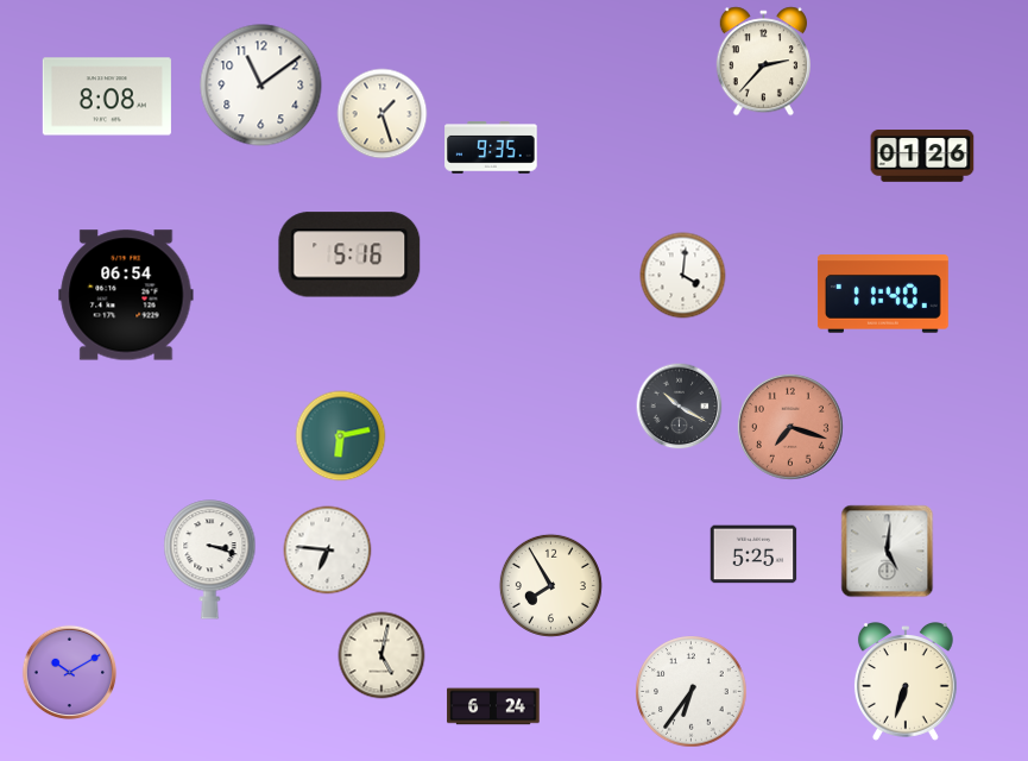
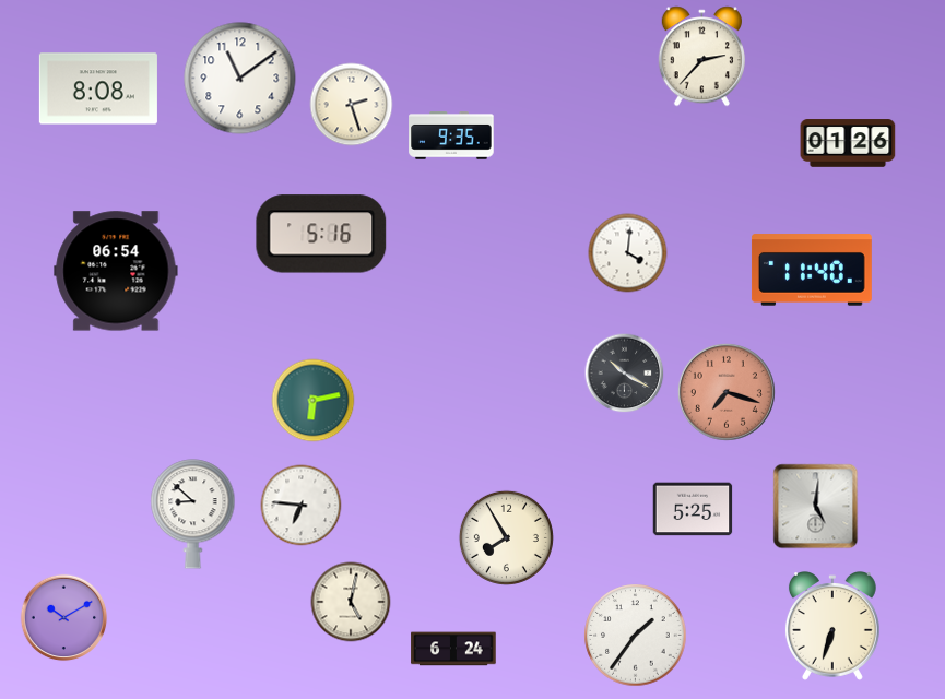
clock at (383, 114): 1:27 -> 2:27
clock at (210, 560): 3:18 -> 8:52
clock at (692, 692): 6:36 -> 1:36
